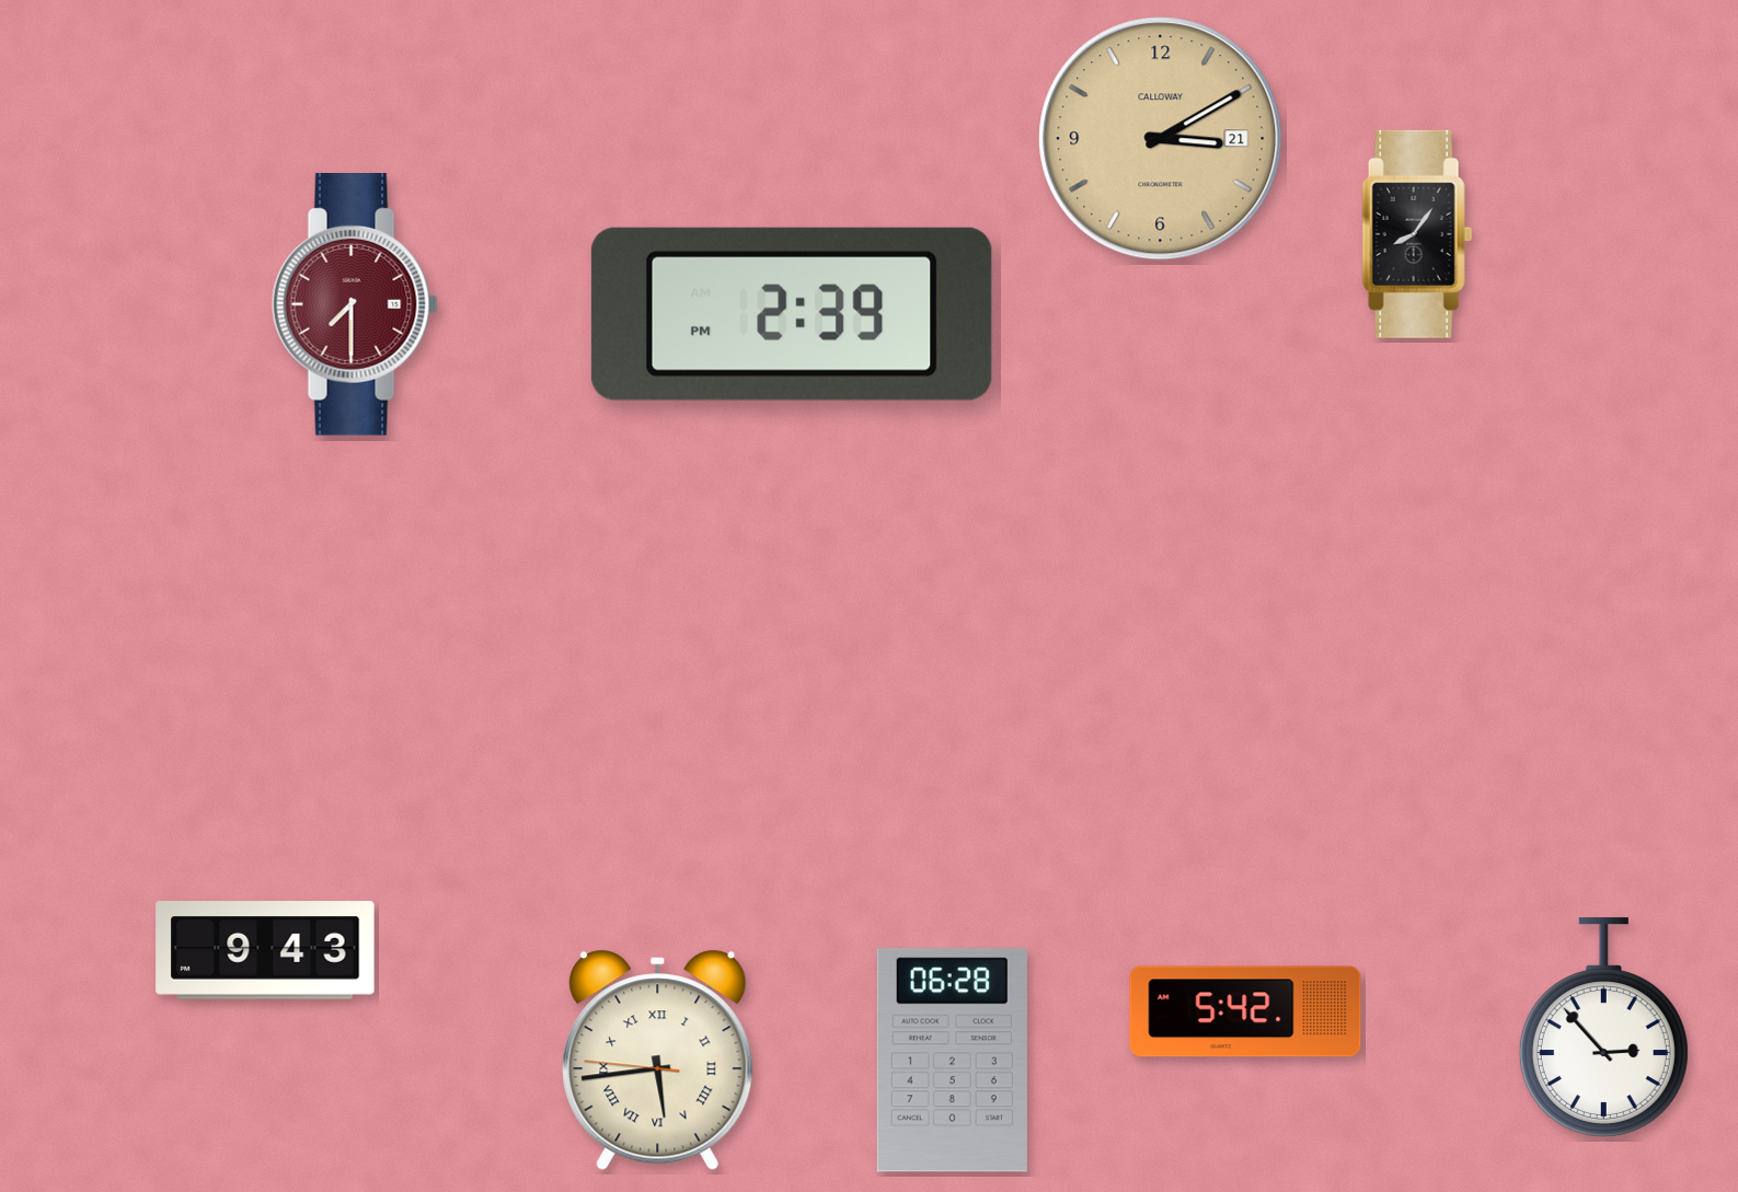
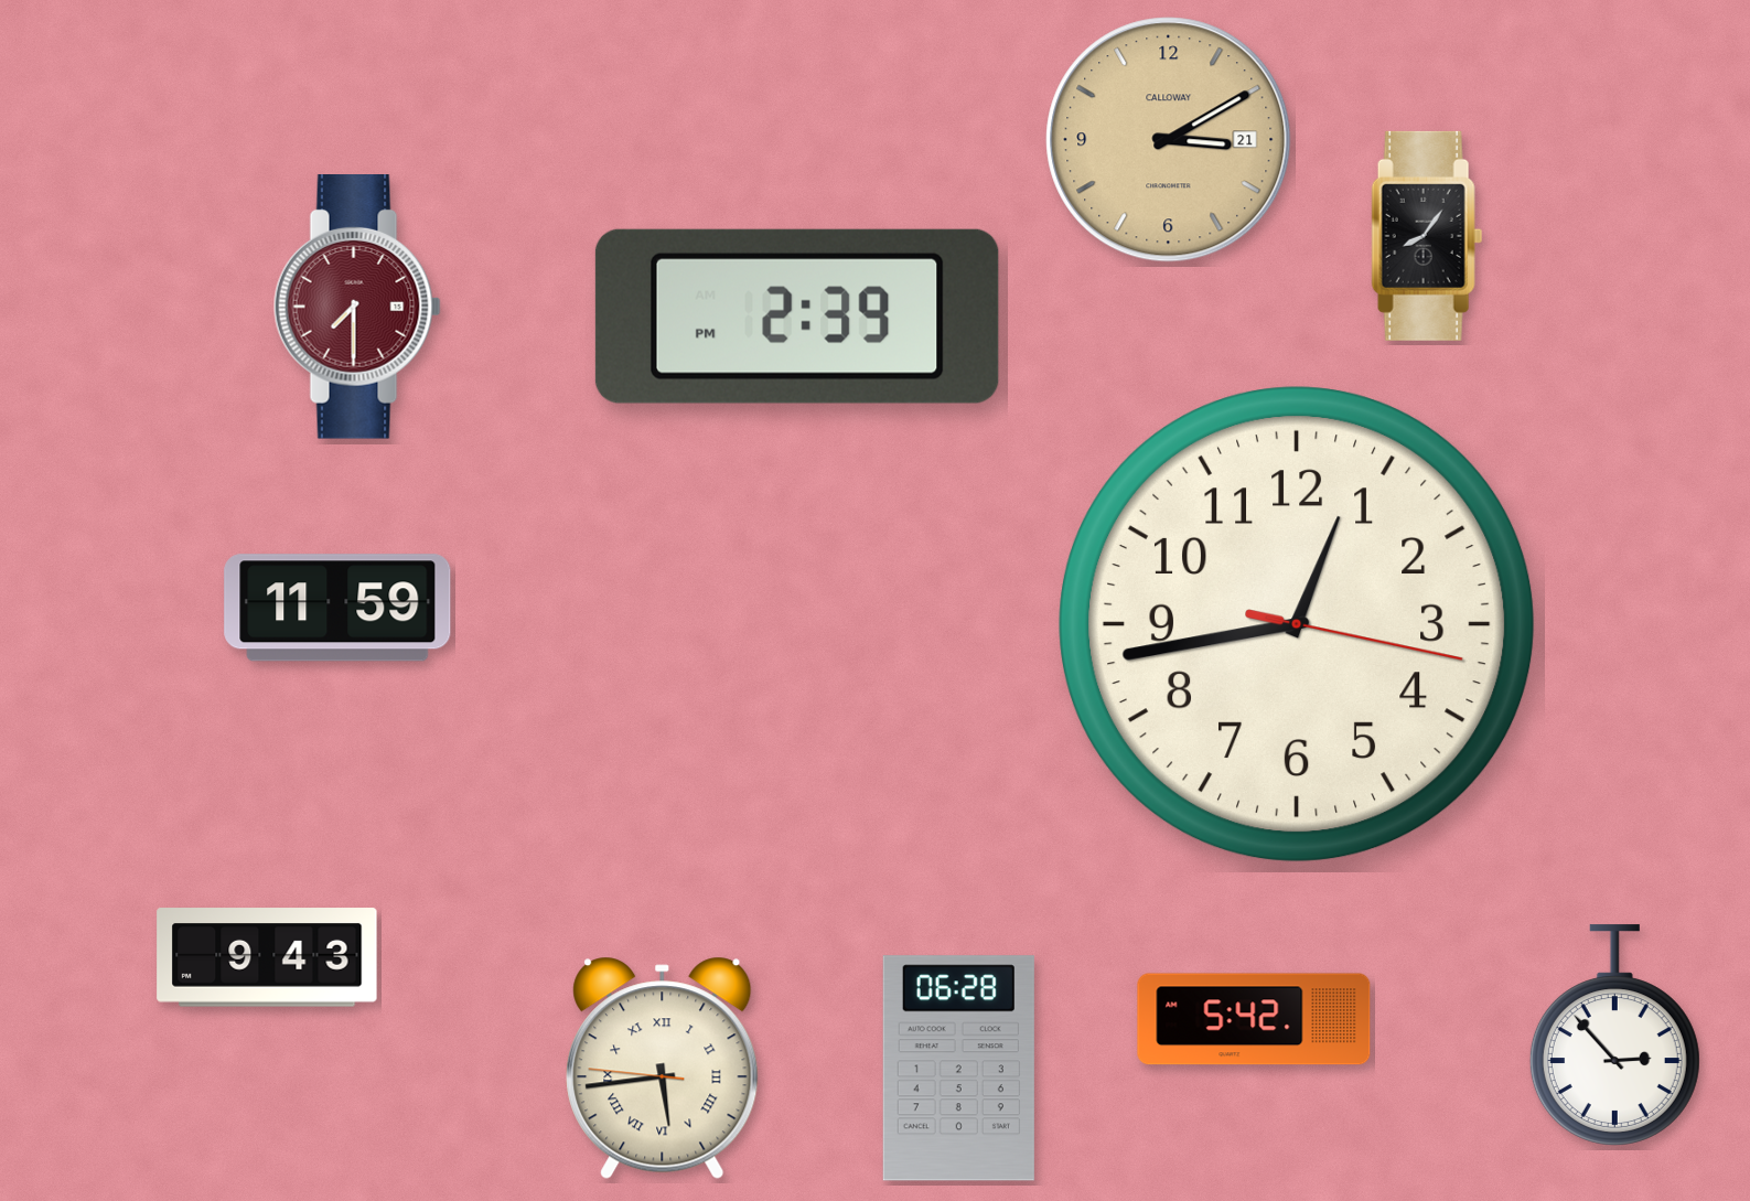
clock at (337, 608): none -> 11:59
clock at (1298, 625): none -> 12:43
